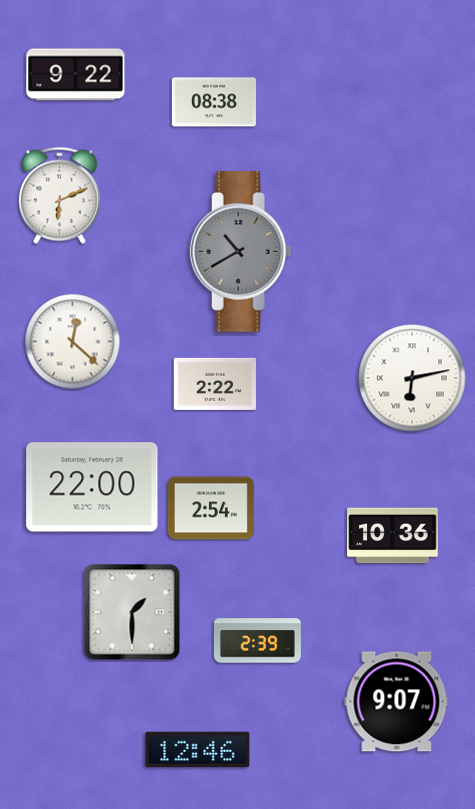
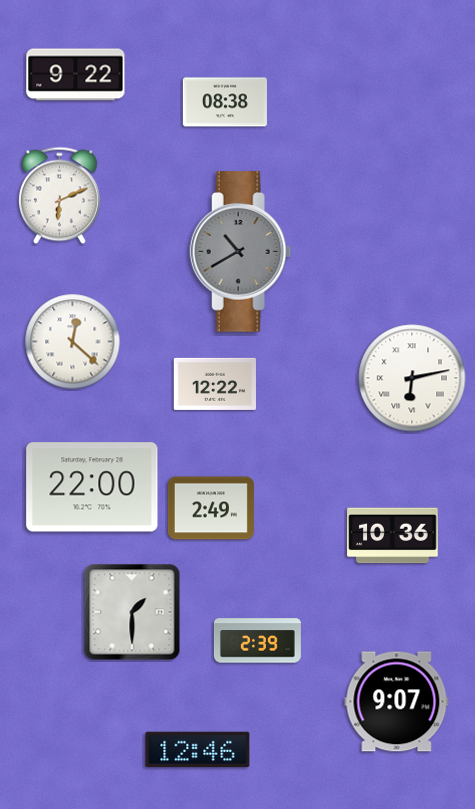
clock at (214, 102) position: (214, 102) -> (225, 102)
clock at (214, 384): 2:22 -> 12:22
clock at (211, 508): 2:54 -> 2:49
